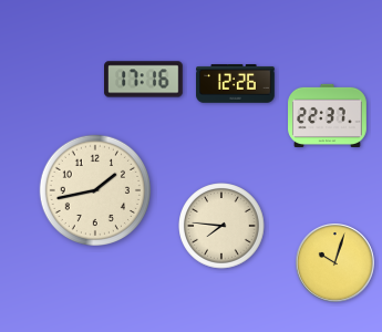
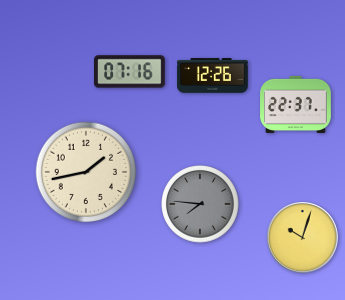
clock at (144, 80): 17:16 -> 07:16
clock at (221, 226) dial: cream -> grey
